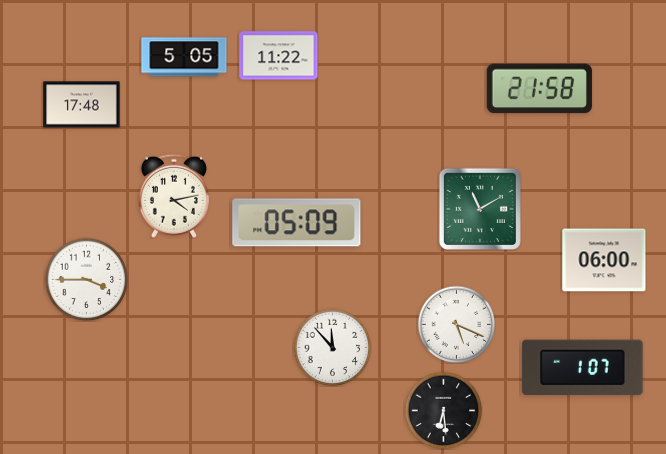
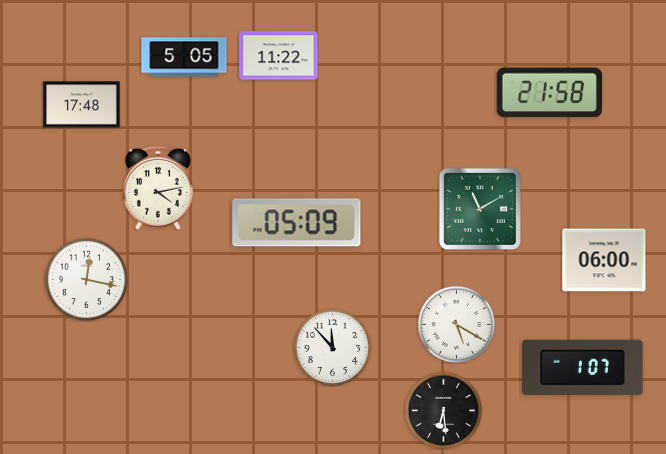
clock at (539, 89) position: (539, 89) -> (549, 93)
clock at (174, 196) position: (174, 196) -> (158, 188)
clock at (86, 279): 3:45 -> 12:17
clock at (456, 324): 5:19 -> 5:20
